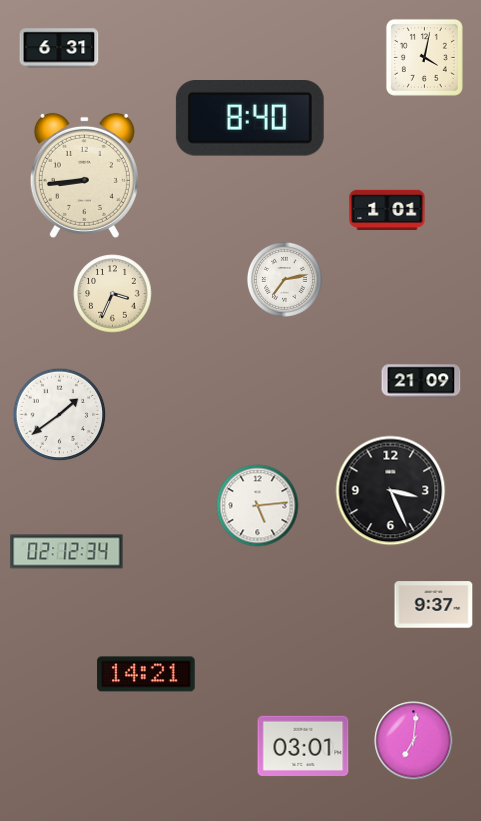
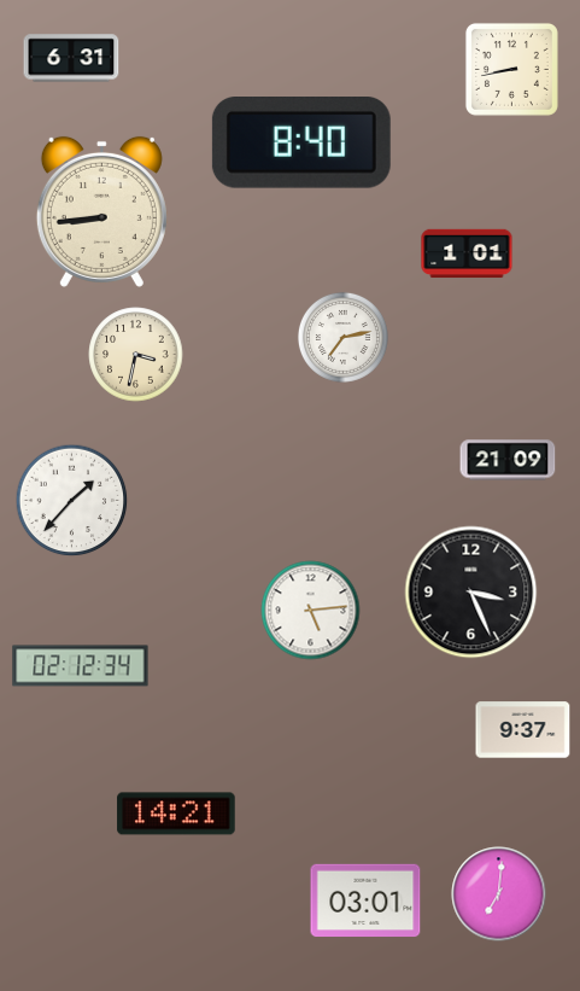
clock at (424, 57): 4:02 -> 8:43
clock at (113, 294): 3:34 -> 3:32
clock at (60, 415): 1:39 -> 1:37
